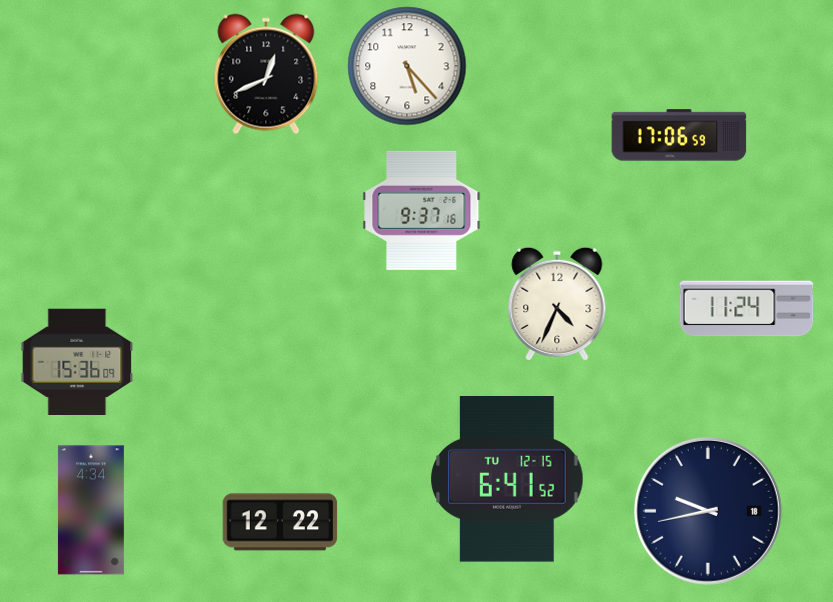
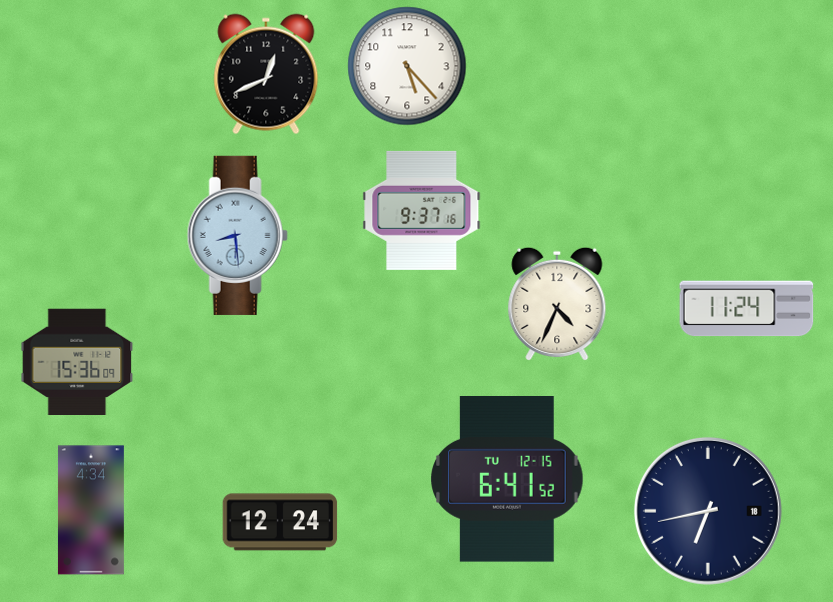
clock at (679, 135): 17:06 -> none
clock at (237, 235): none -> 8:29
clock at (708, 511): 9:43 -> 6:43
clock at (280, 522): 12:22 -> 12:24
